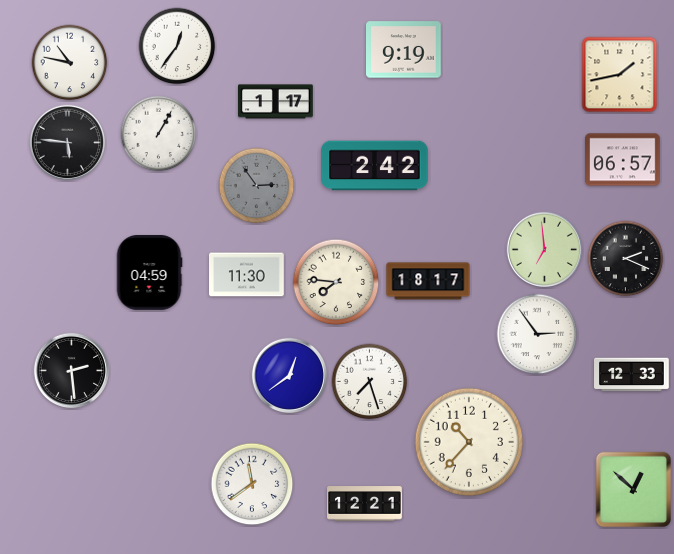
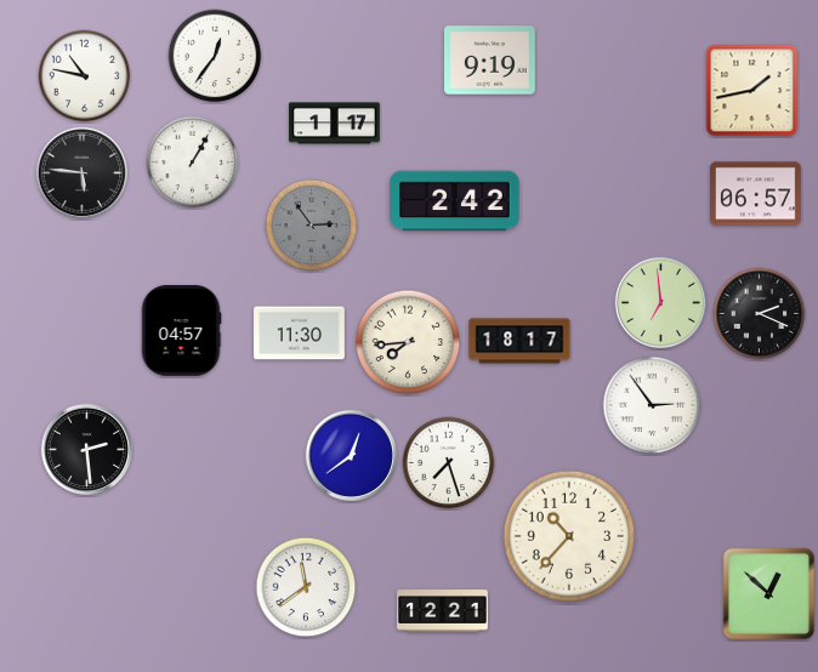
clock at (149, 273): 04:59 -> 04:57
clock at (336, 282): 7:46 -> 7:44
clock at (632, 375): 12:33 -> none
